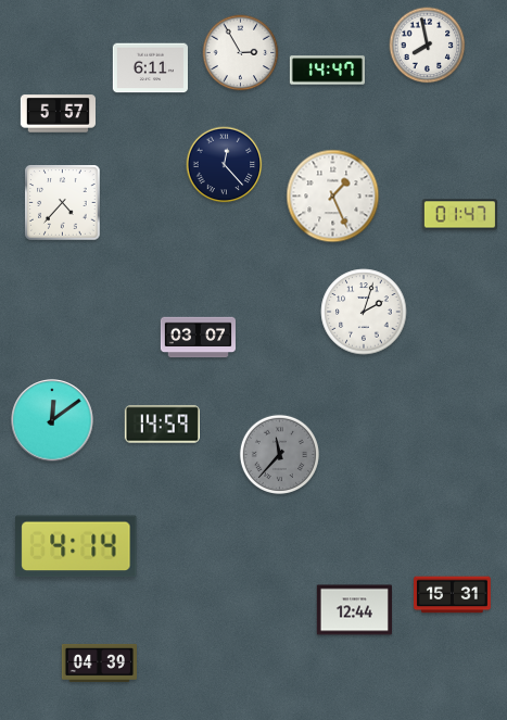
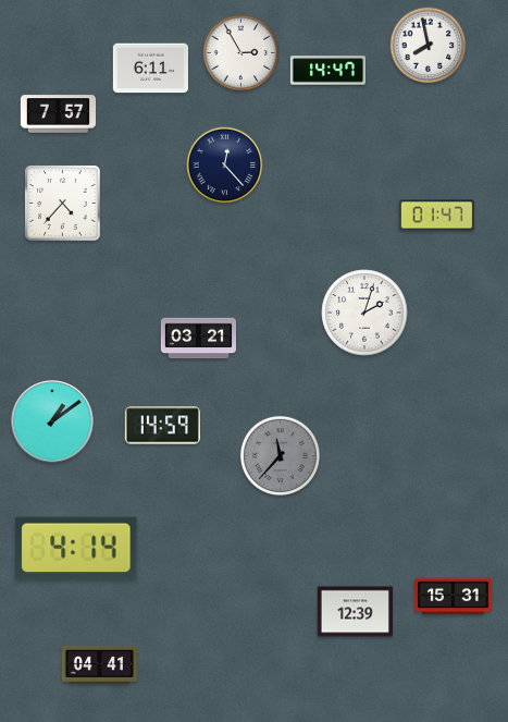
clock at (58, 114): 5:57 -> 7:57
clock at (333, 197): 1:26 -> none
clock at (459, 215) position: (459, 215) -> (436, 216)
clock at (198, 338): 03:07 -> 03:21
clock at (52, 420): 12:09 -> 1:09
clock at (354, 610): 12:44 -> 12:39
clock at (99, 662): 04:39 -> 04:41
